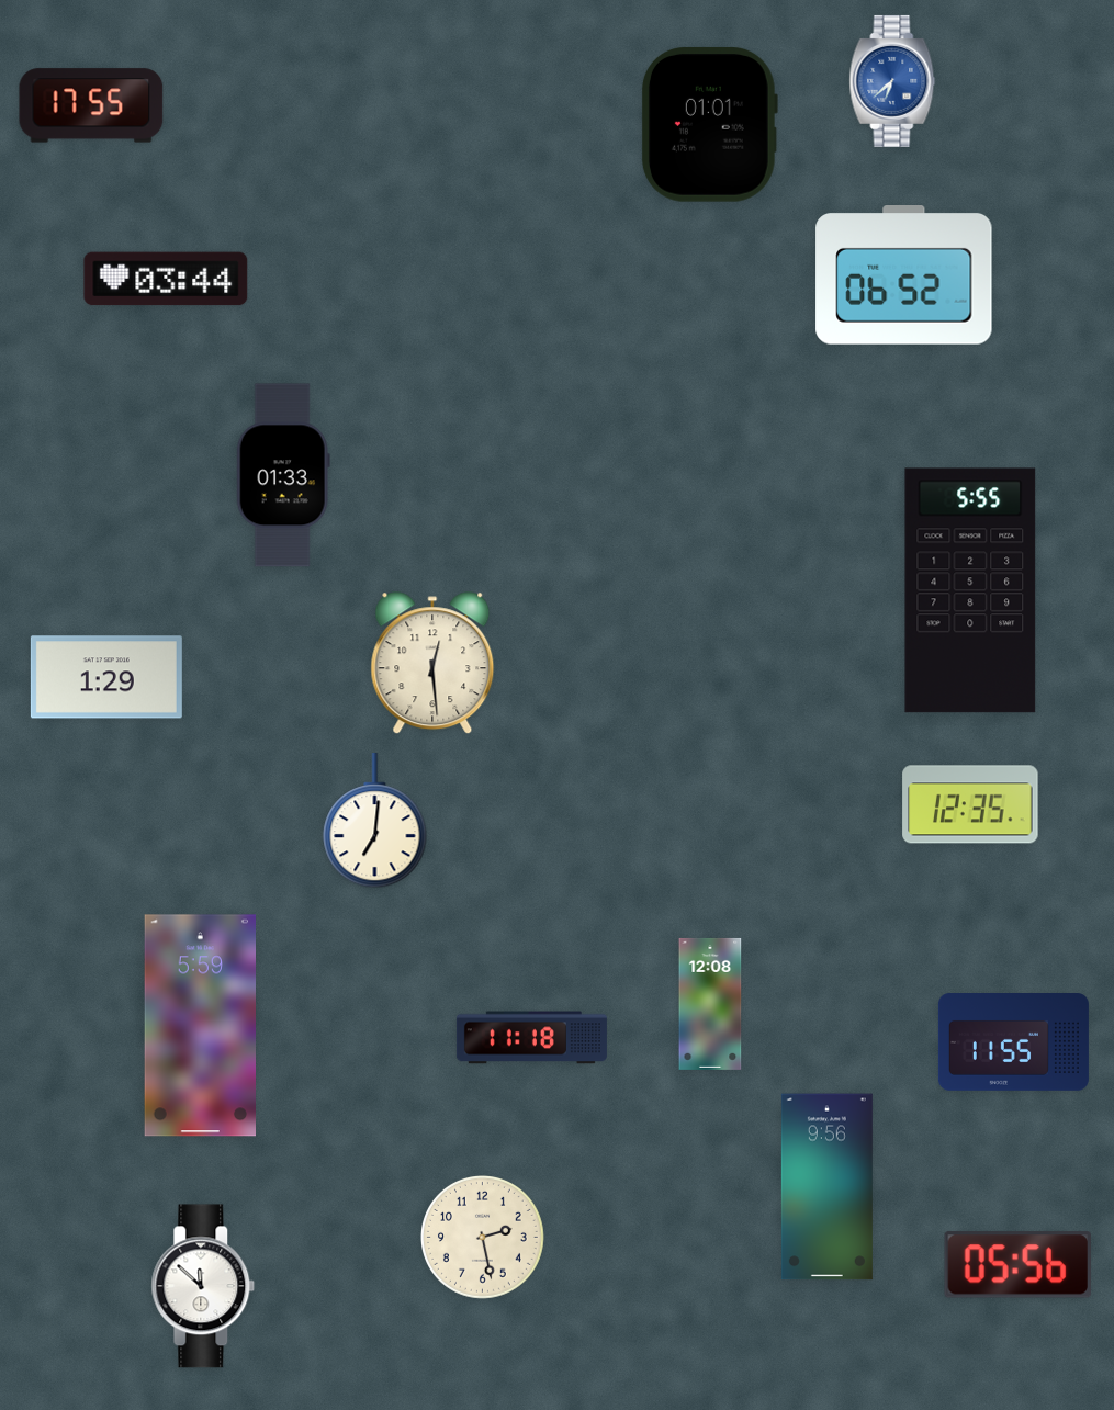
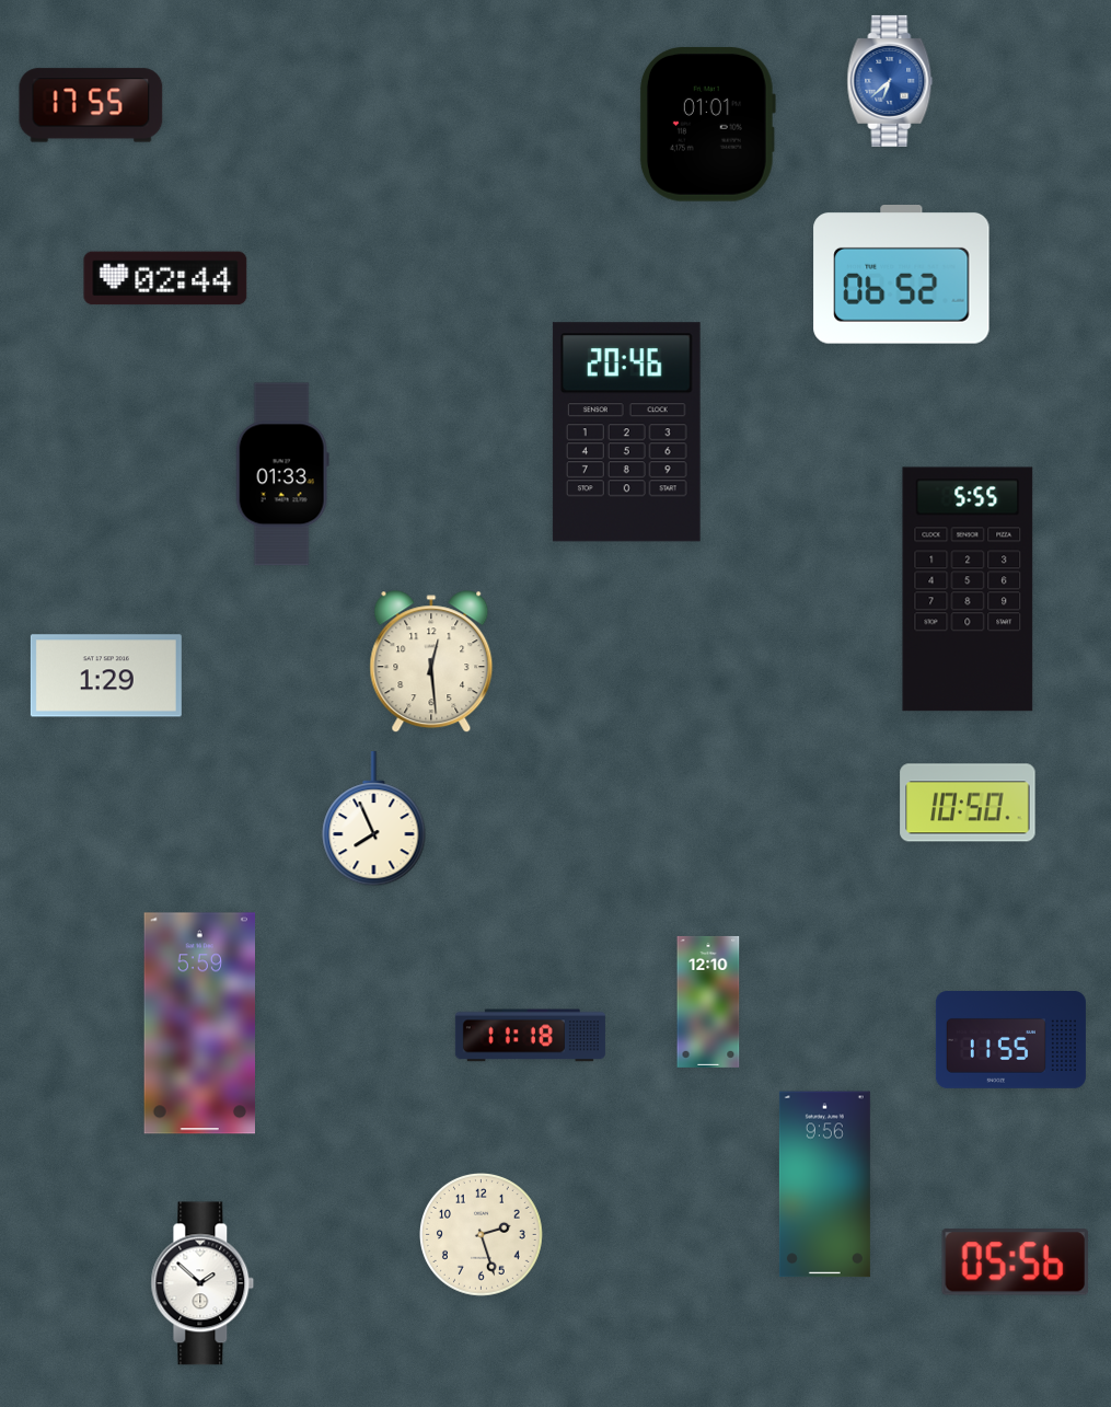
clock at (166, 279): 03:44 -> 02:44
clock at (626, 433): none -> 20:46
clock at (970, 804): 12:35 -> 10:50
clock at (375, 821): 7:01 -> 7:56
clock at (710, 1004): 12:08 -> 12:10
clock at (483, 1238): 2:28 -> 2:27
clock at (203, 1286): 11:52 -> 1:52
